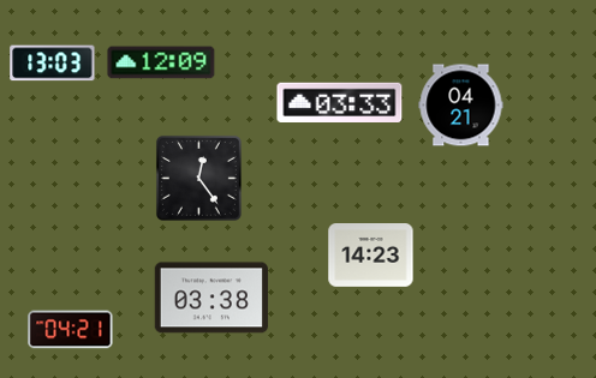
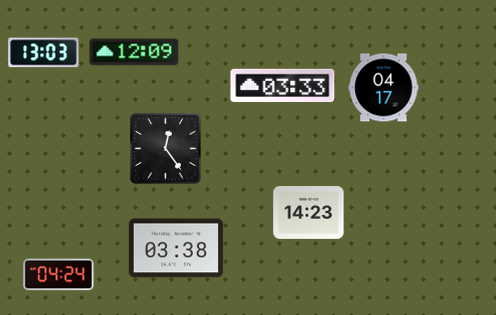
clock at (461, 106): 04:21 -> 04:17
clock at (71, 330): 04:21 -> 04:24
